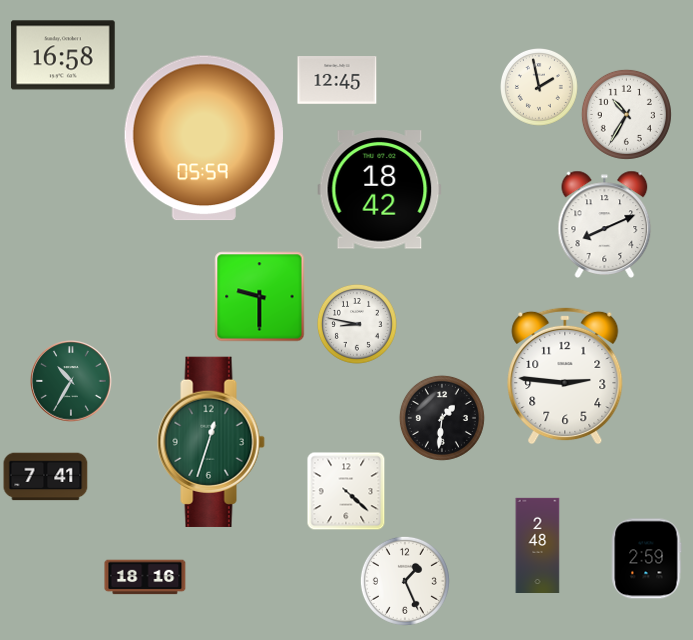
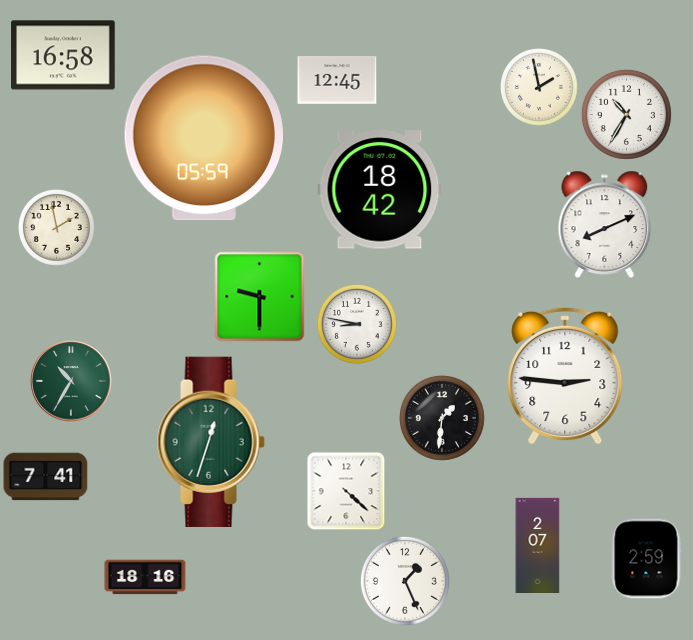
clock at (57, 228): none -> 1:58
clock at (538, 545): 2:48 -> 2:07
